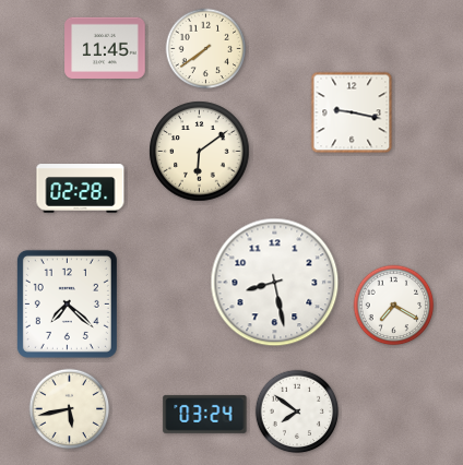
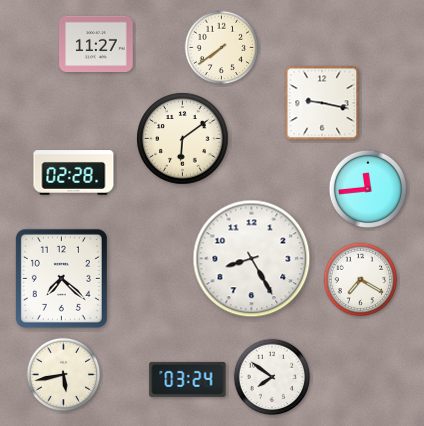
clock at (105, 48): 11:45 -> 11:27
clock at (206, 49) position: (206, 49) -> (222, 48)
clock at (367, 188): none -> 11:44
clock at (275, 283): 8:28 -> 8:25
